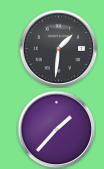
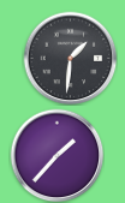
clock at (56, 129) position: (56, 129) -> (56, 155)
